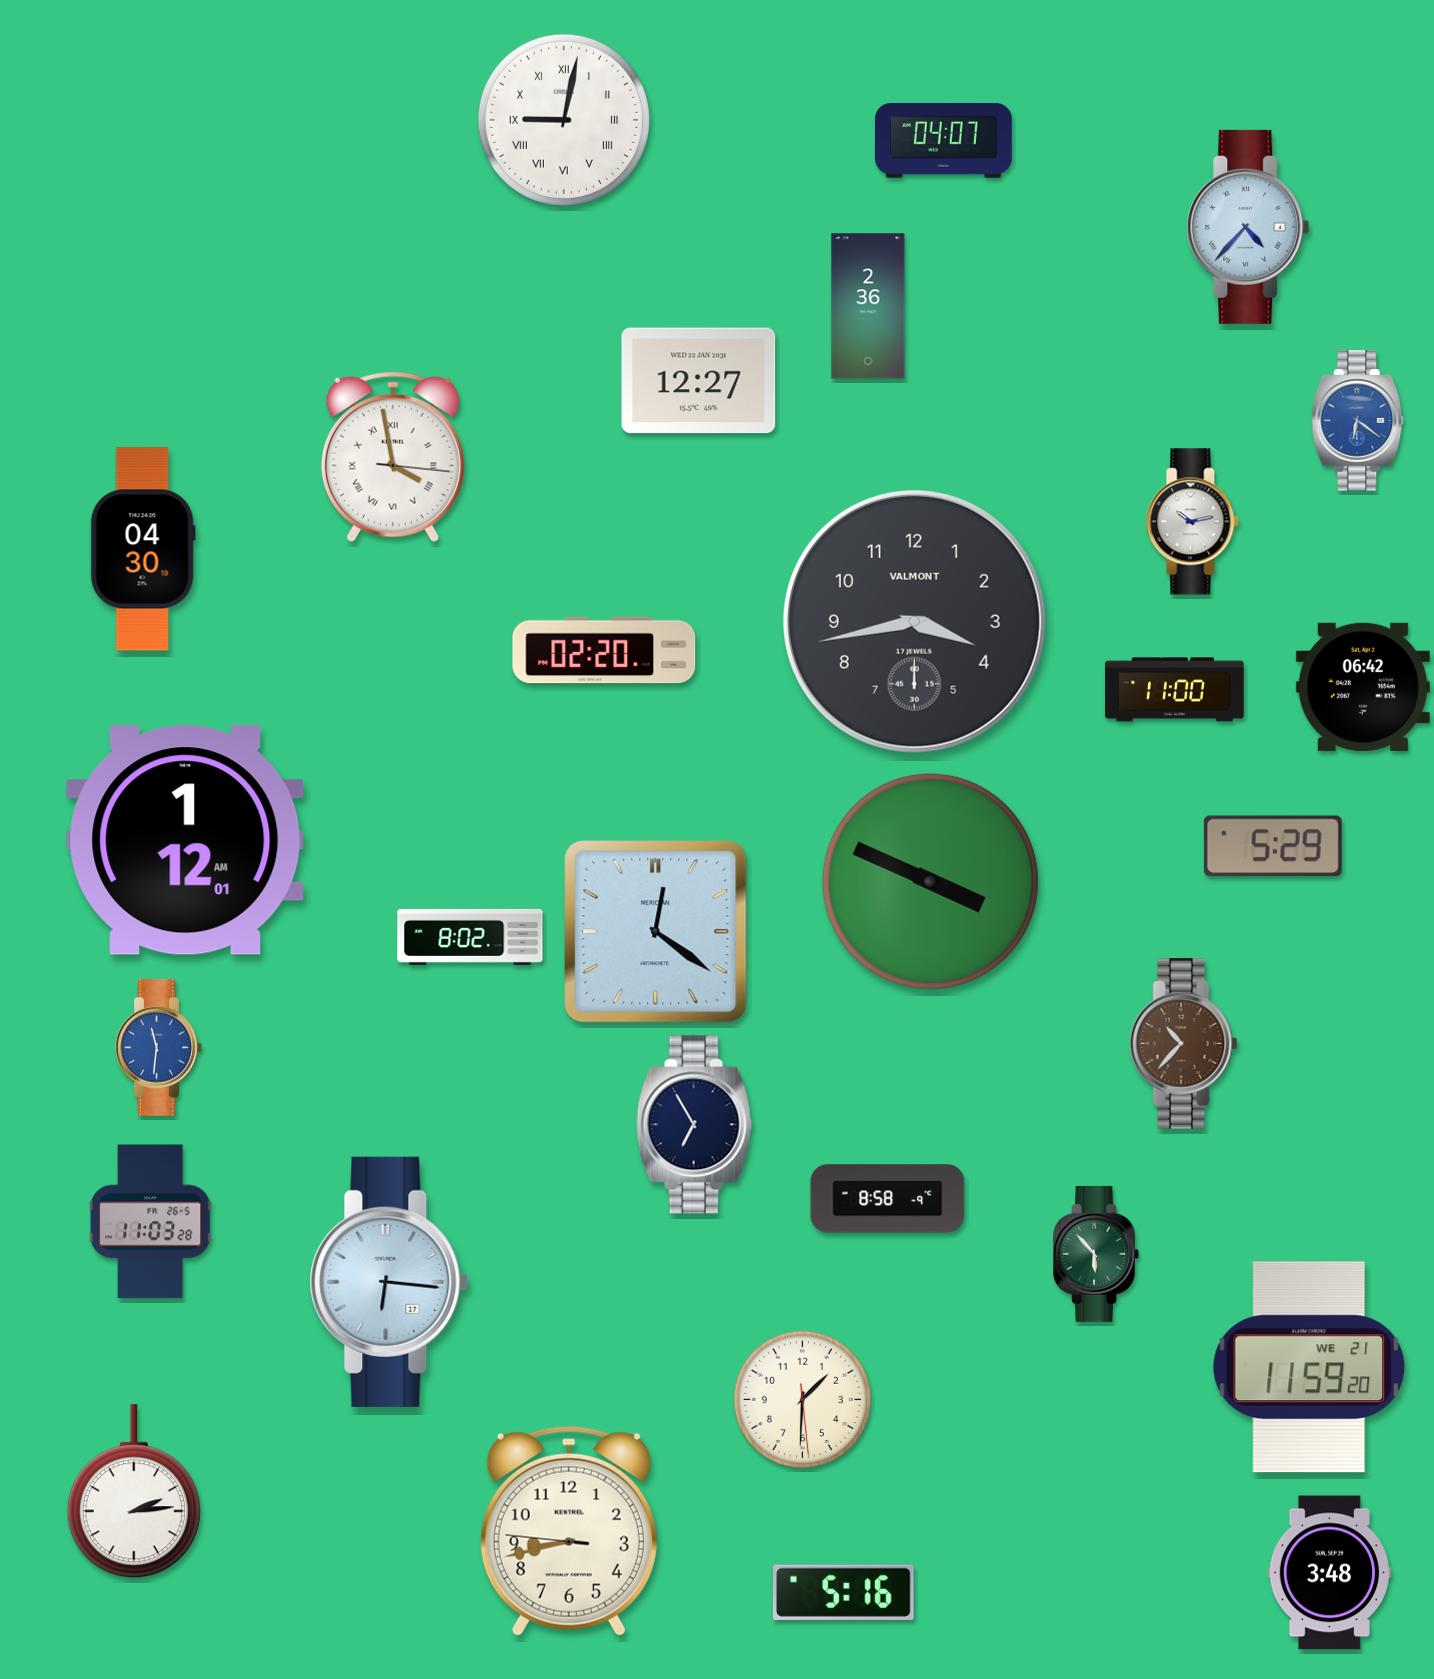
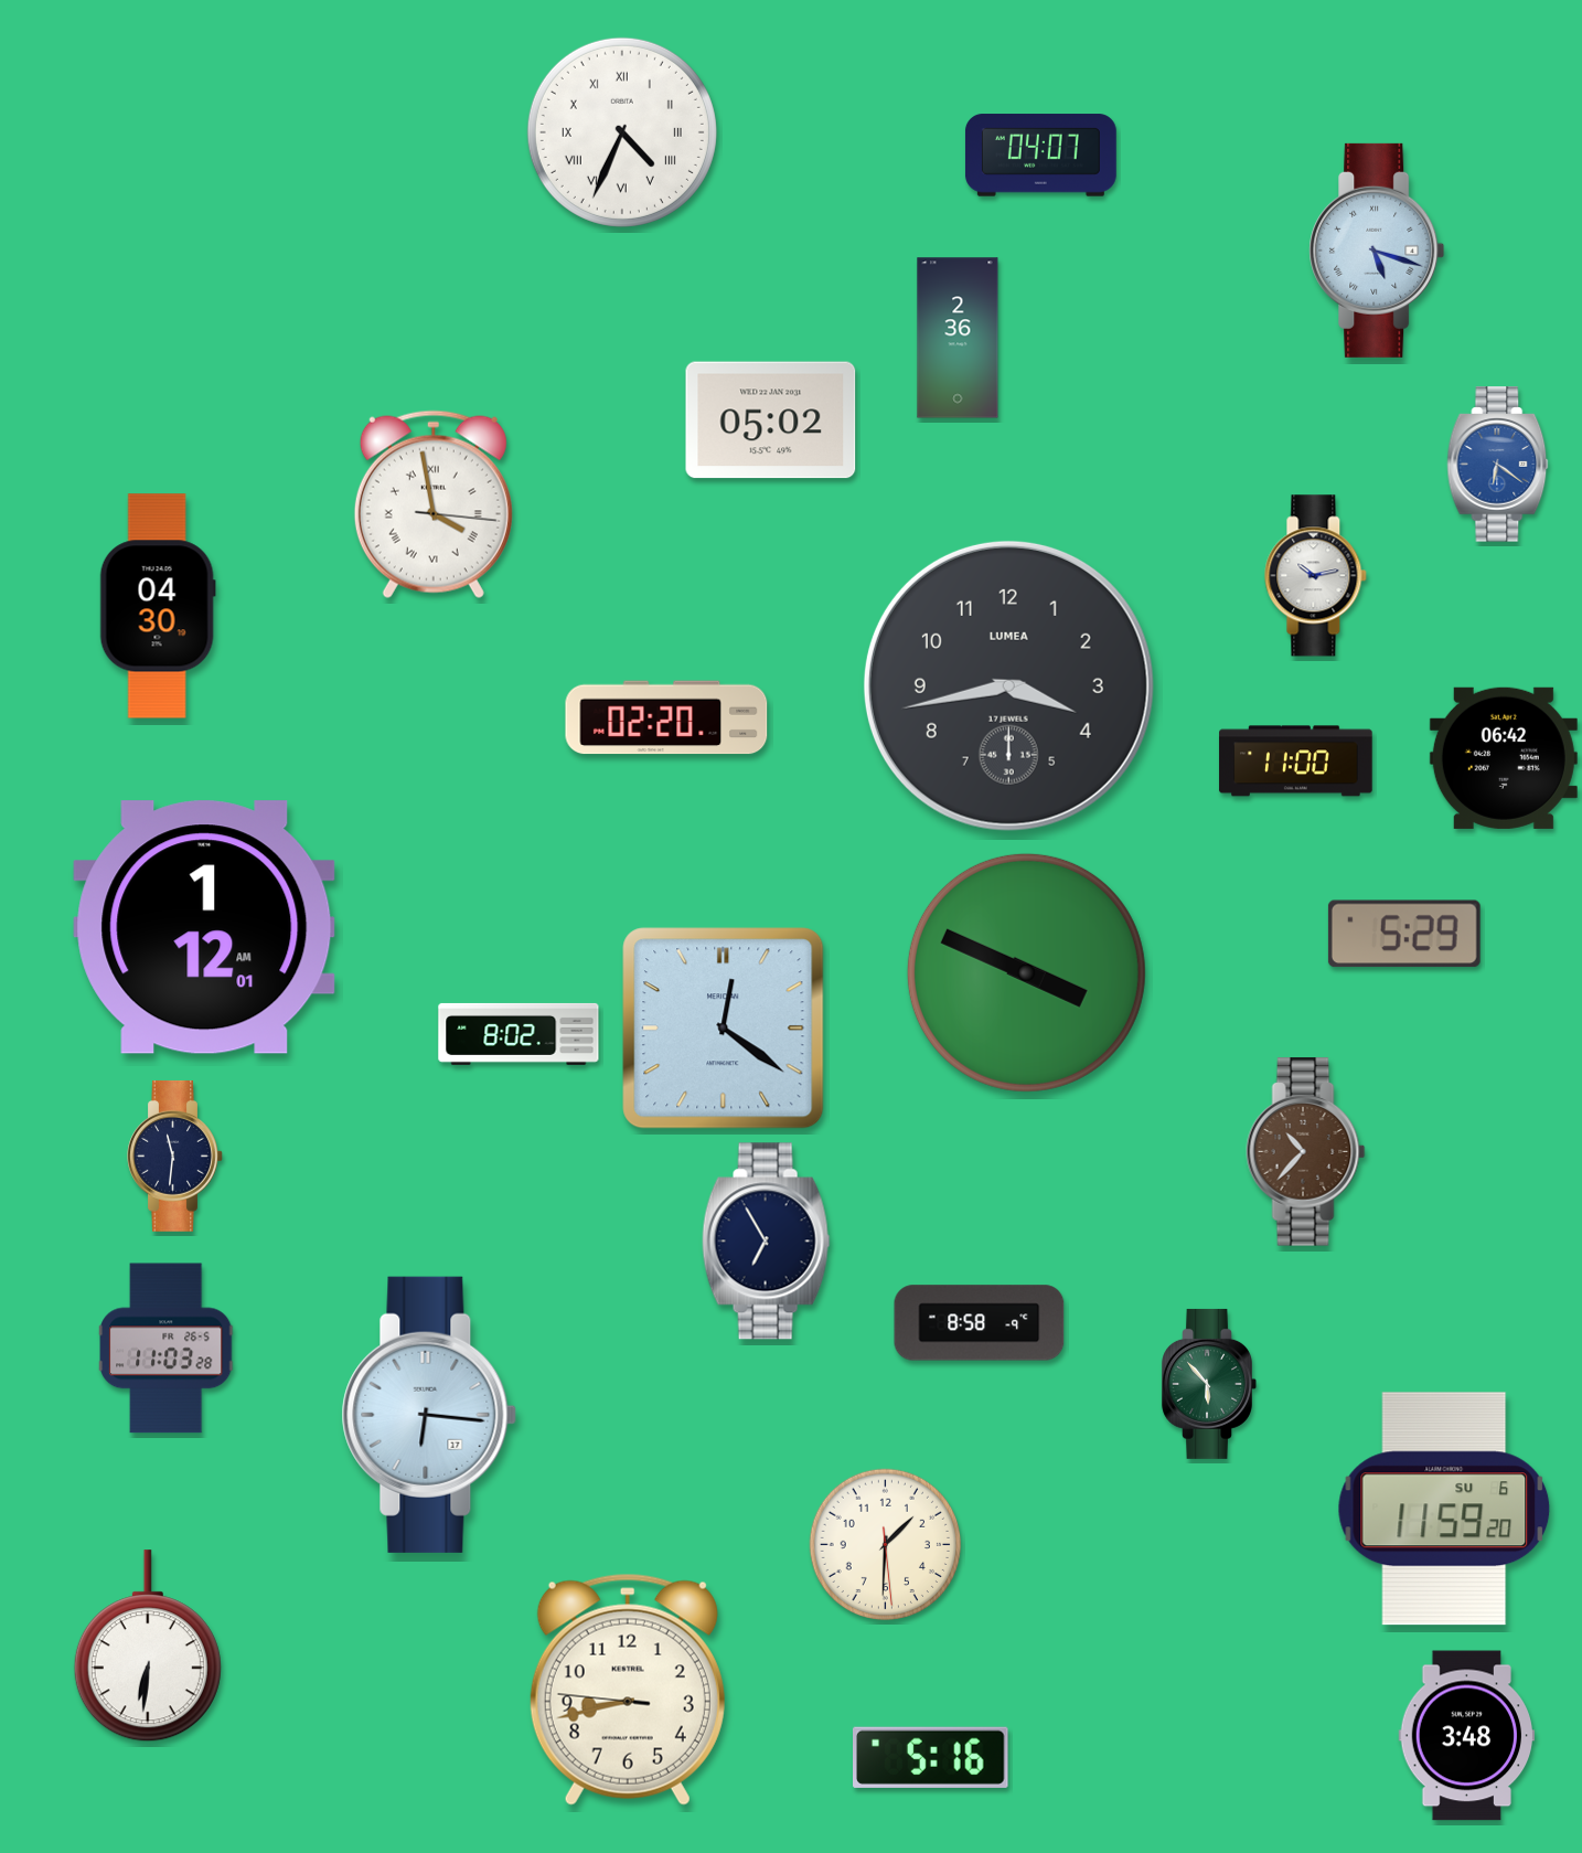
clock at (564, 120): 9:02 -> 4:34
clock at (1248, 227): 4:37 -> 5:18
clock at (699, 381): 12:27 -> 05:02
clock at (914, 621) brand: VALMONT -> LUMEA
clock at (159, 1047) dial: blue -> navy
clock at (1309, 1367) date: WE 21 -> SU 6
clock at (134, 1492): 2:14 -> 6:31
